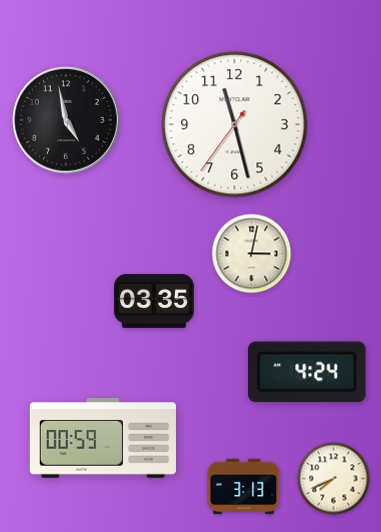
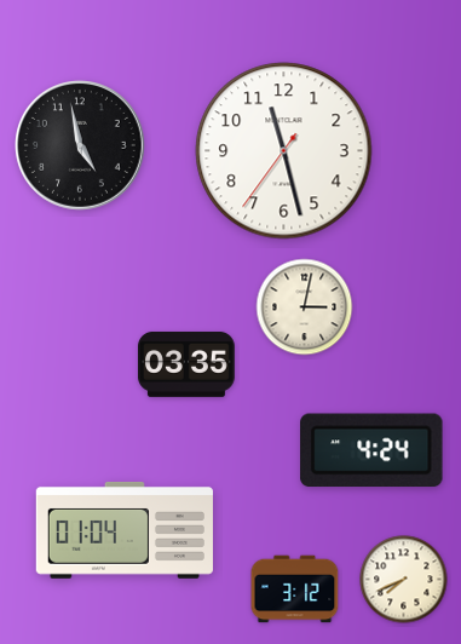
clock at (103, 439): 00:59 -> 01:04
clock at (244, 487): 3:13 -> 3:12
